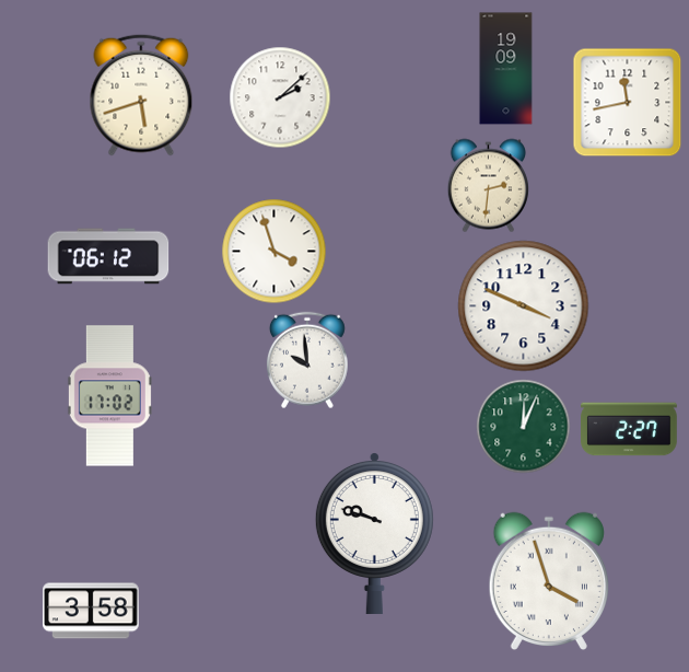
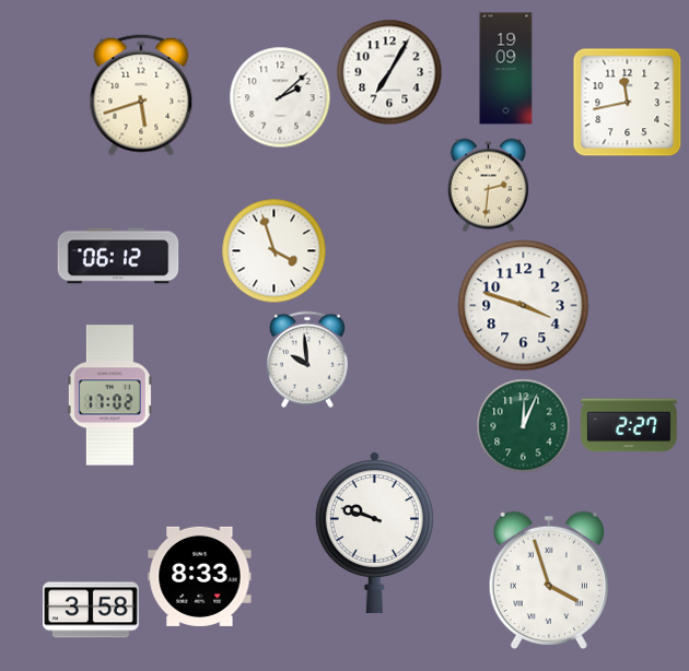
clock at (389, 72): none -> 7:05
clock at (108, 256) position: (108, 256) -> (118, 256)
clock at (524, 306): 3:49 -> 3:48
clock at (629, 429) position: (629, 429) -> (629, 425)
clock at (200, 576): none -> 8:33
